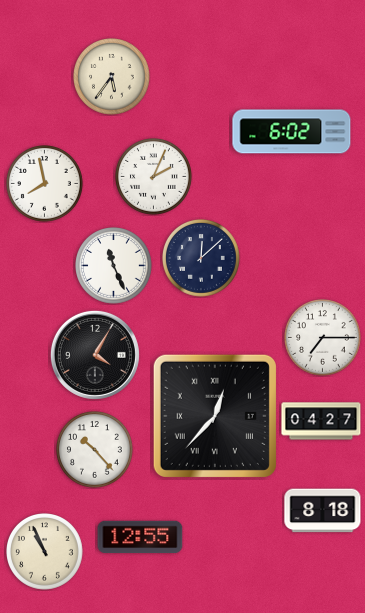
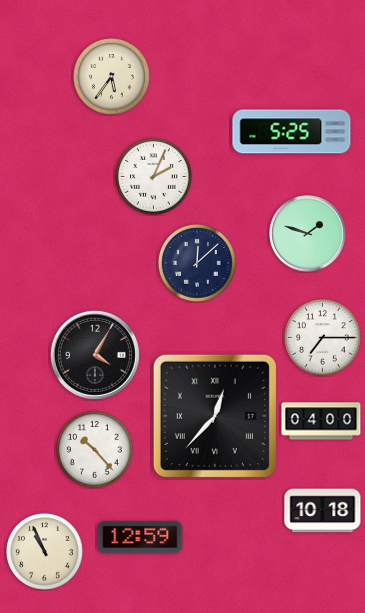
clock at (292, 132): 6:02 -> 5:25
clock at (45, 184): 7:58 -> none
clock at (308, 234): none -> 1:48
clock at (201, 258) position: (201, 258) -> (197, 263)
clock at (114, 266): 11:26 -> none
clock at (321, 421): 04:27 -> 04:00
clock at (323, 511): 8:18 -> 10:18
clock at (140, 537): 12:55 -> 12:59
